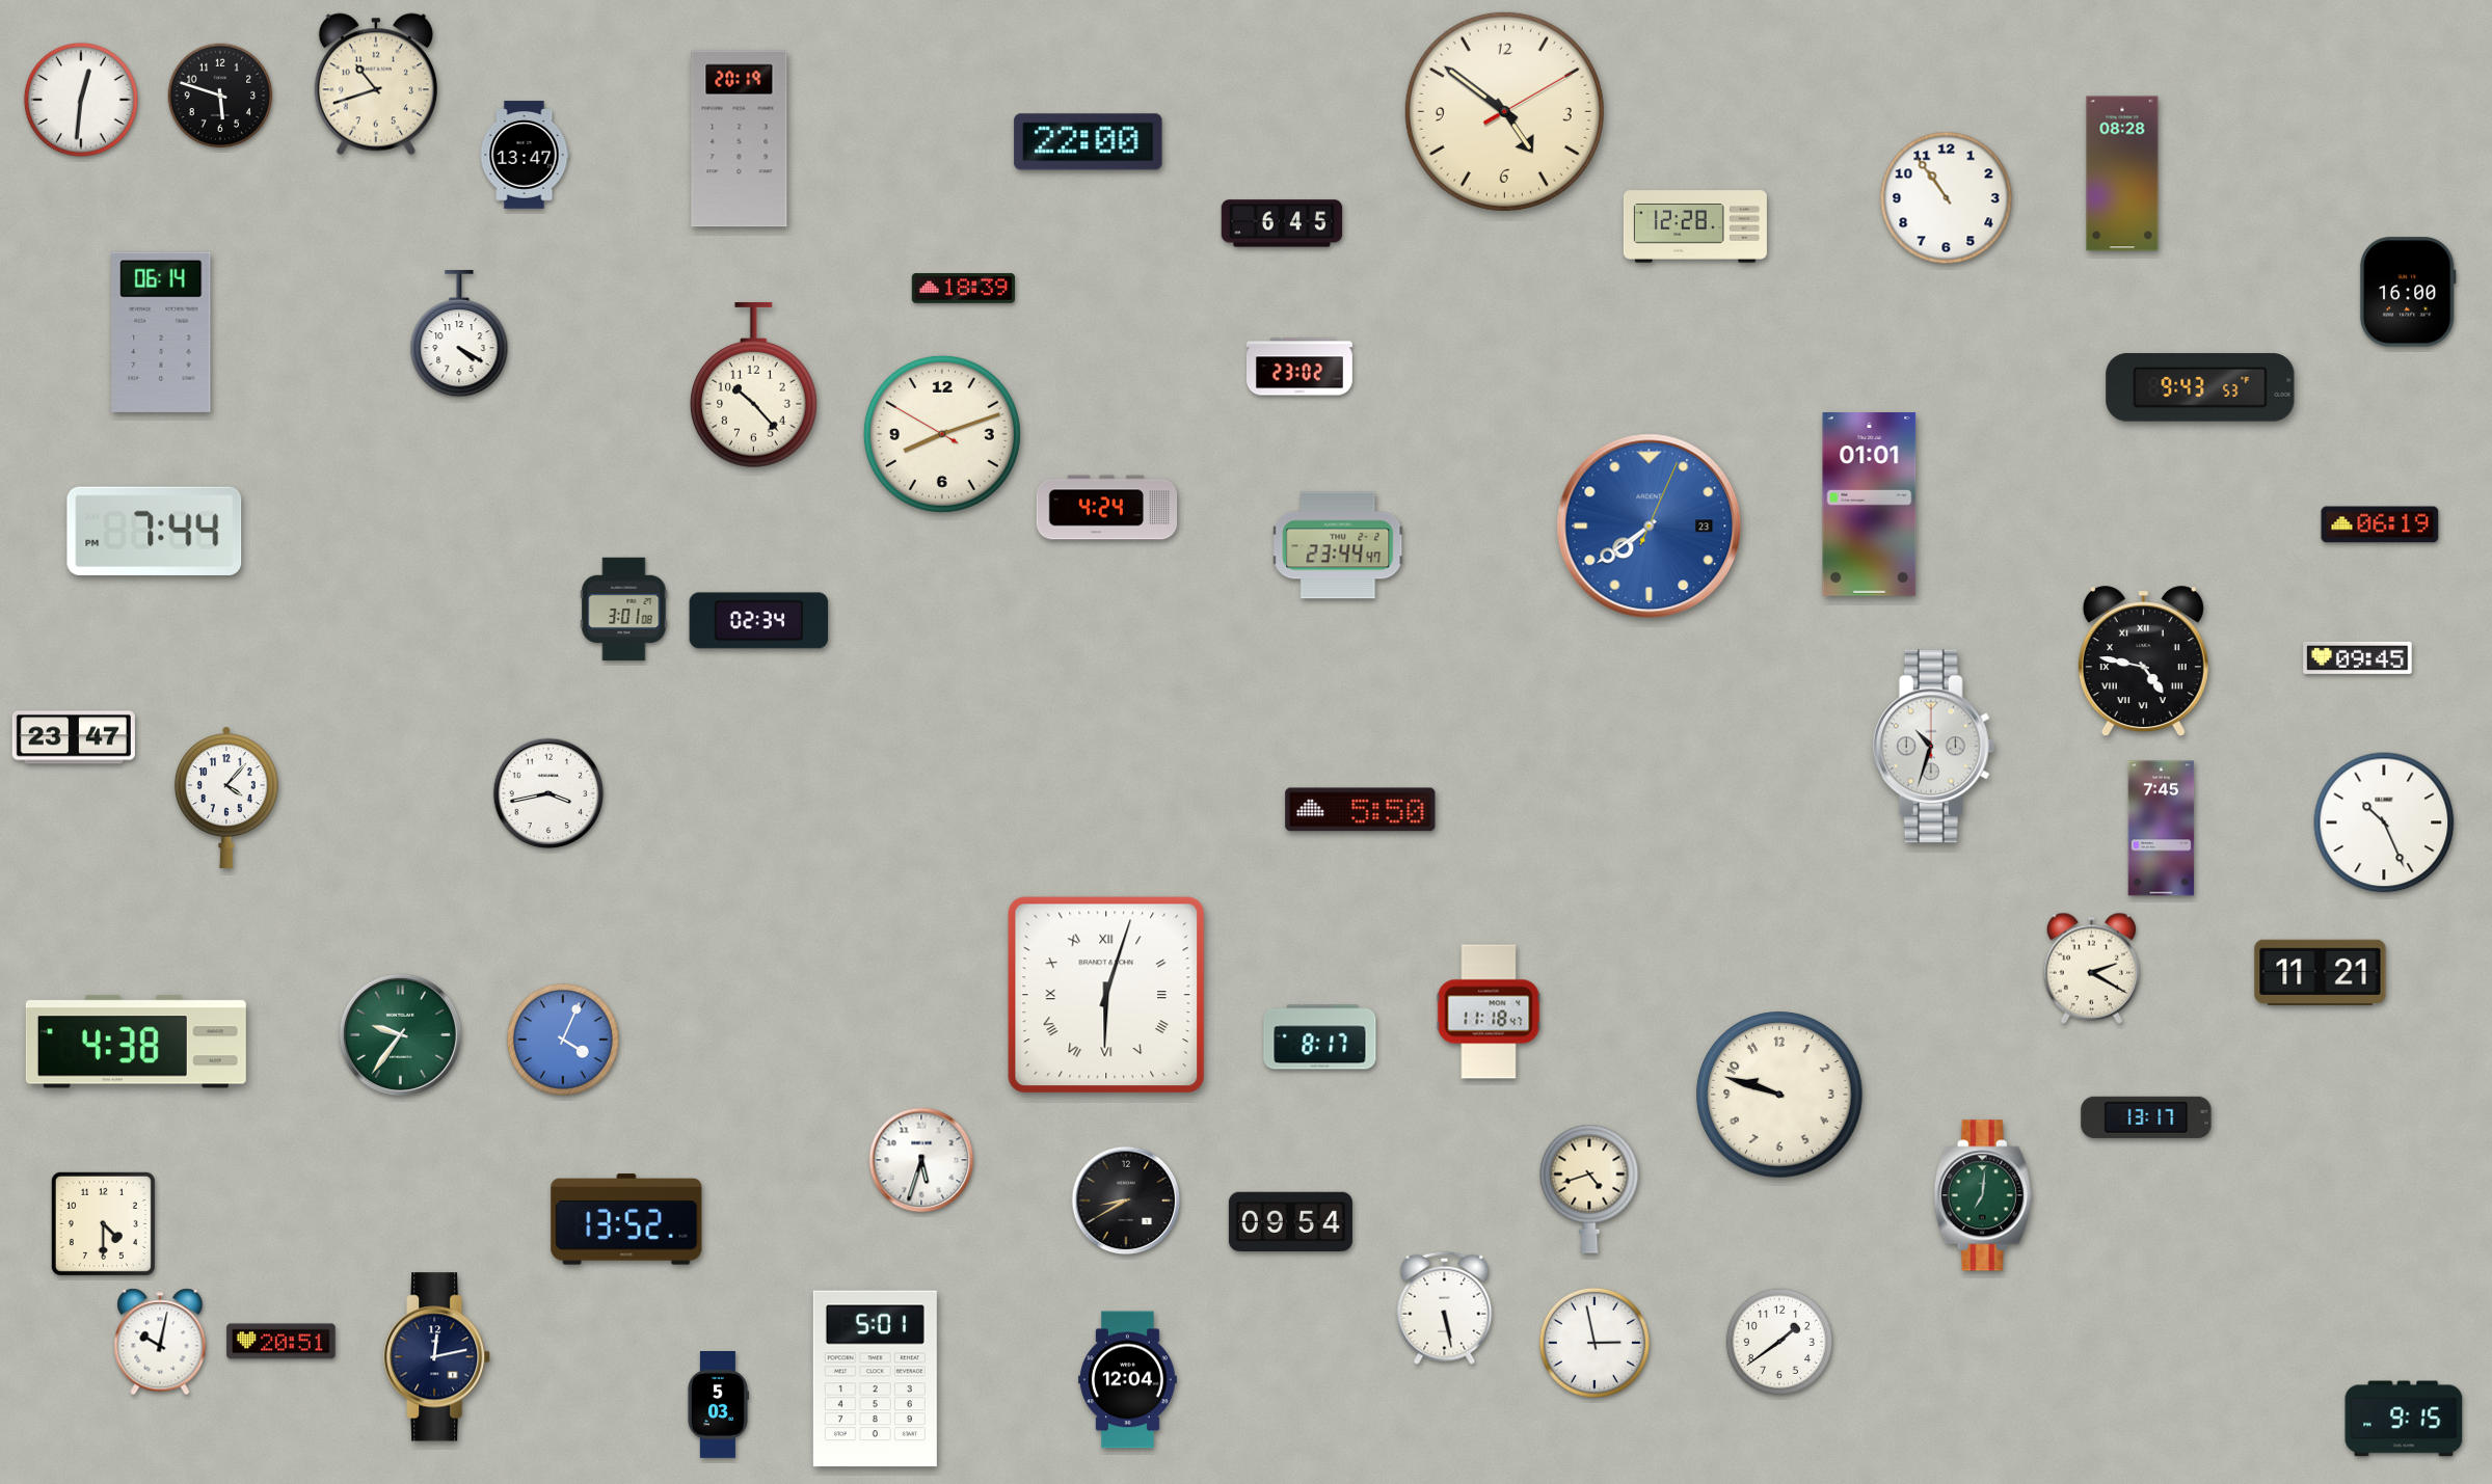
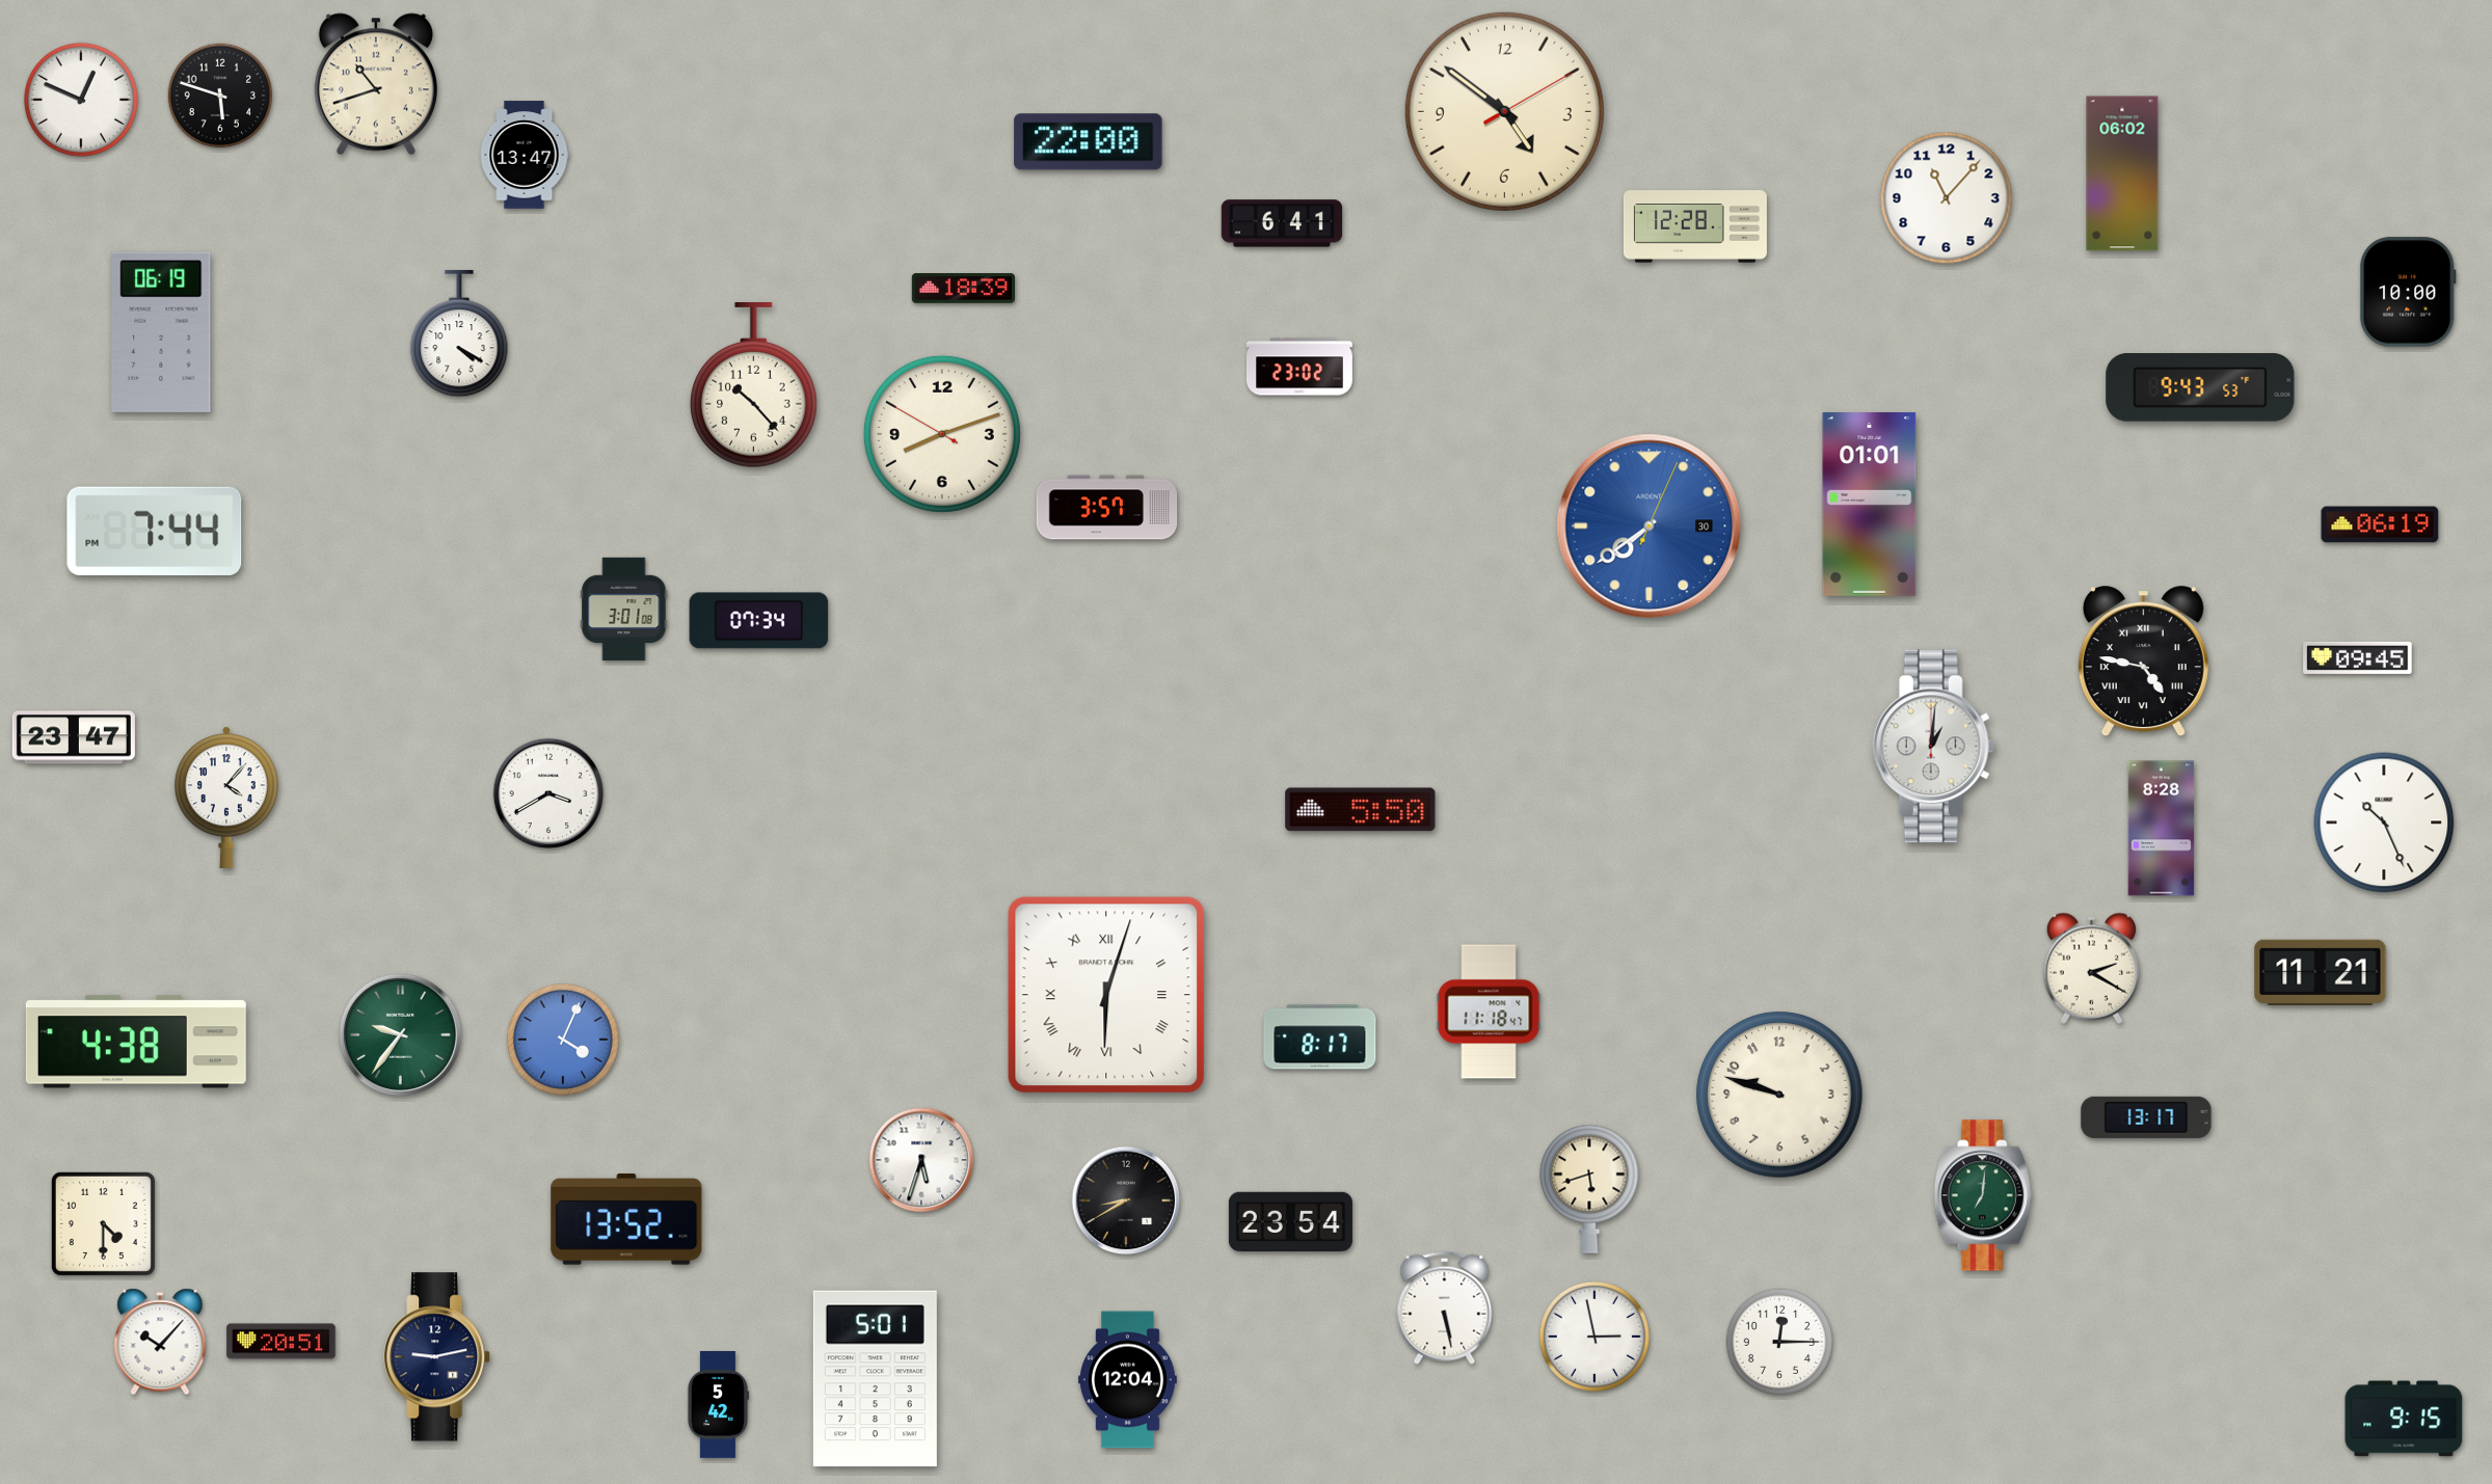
clock at (81, 100): 12:31 -> 12:49
clock at (740, 139): 20:19 -> none
clock at (2122, 173): 08:28 -> 06:02
clock at (1947, 198): 10:54 -> 11:07
clock at (1282, 223): 6:45 -> 6:41
clock at (2408, 292): 16:00 -> 10:00
clock at (161, 332): 06:14 -> 06:19
clock at (1107, 508): 4:24 -> 3:57
clock at (1650, 527) date: 23 -> 30
clock at (1339, 545): 23:44 -> none
clock at (759, 621): 02:34 -> 07:34
clock at (1934, 747): 10:33 -> 1:01
clock at (548, 793): 3:43 -> 3:40
clock at (2162, 829): 7:45 -> 8:28
clock at (1589, 1189): 4:42 -> 5:42
clock at (1290, 1222): 09:54 -> 23:54
clock at (1778, 1341): 1:39 -> 12:15
clock at (160, 1342): 10:02 -> 10:07
clock at (1595, 1343) position: (1595, 1343) -> (1595, 1337)
clock at (437, 1357): 12:13 -> 9:13
clock at (718, 1405): 5:03 -> 5:42
